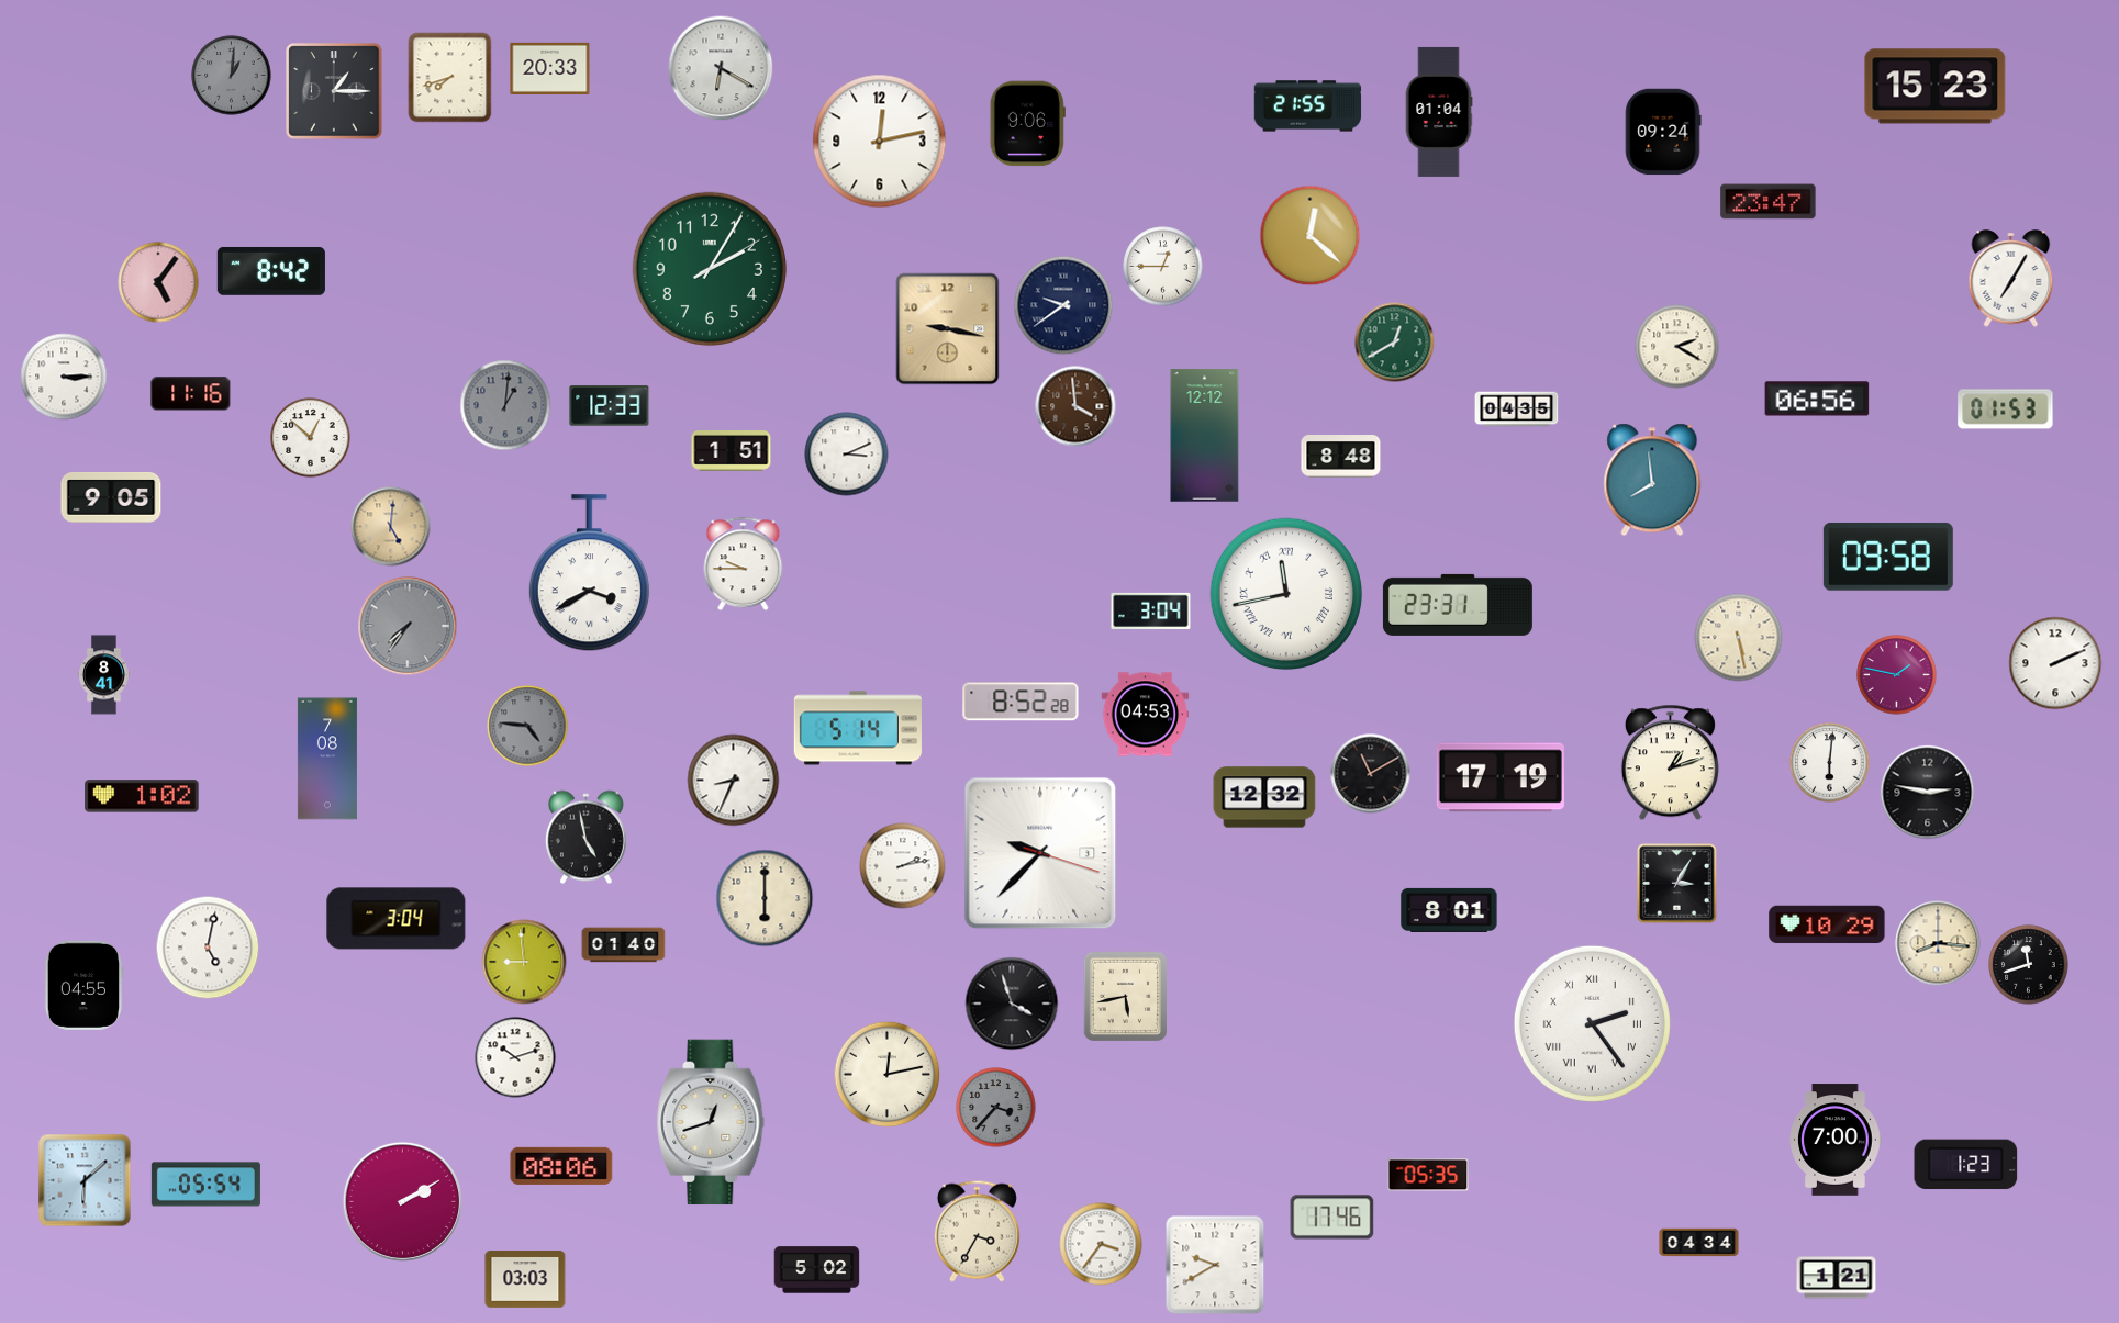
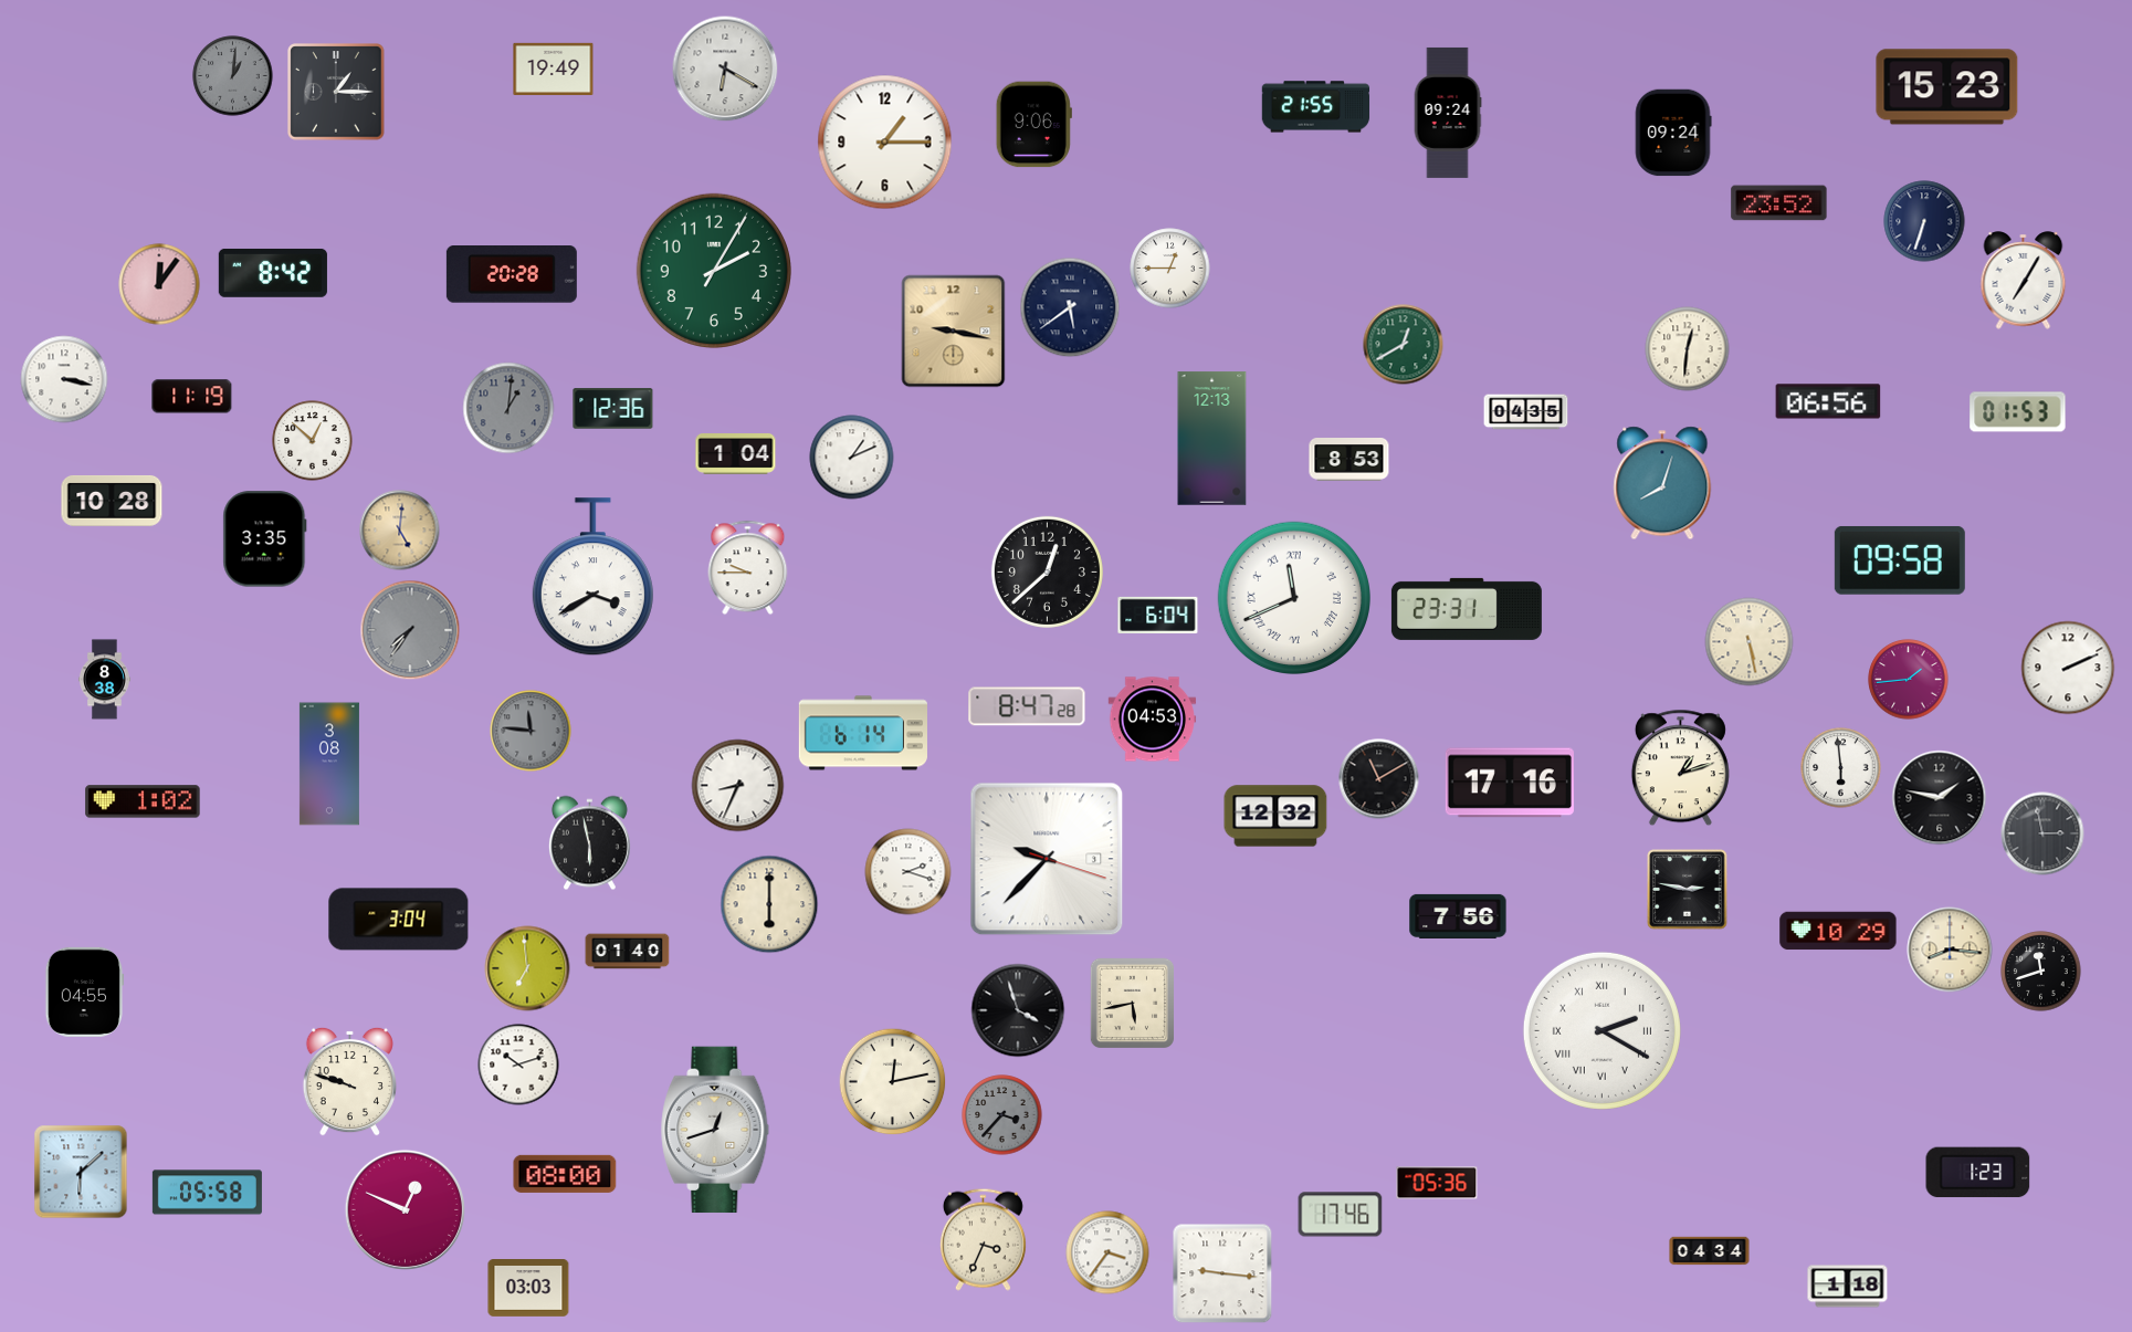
clock at (550, 68): 20:33 -> 19:49
clock at (450, 78): 7:42 -> none
clock at (1439, 112): 01:04 -> 09:24
clock at (880, 142): 12:13 -> 1:15
clock at (1769, 202): 23:47 -> 23:52
clock at (1924, 221): none -> 6:33
clock at (1311, 236): 12:22 -> none
clock at (710, 269): 2:05:10 -> 2:05:05
clock at (512, 275): none -> 20:28
clock at (158, 282): 5:06 -> 12:06
clock at (1063, 305): 9:39 -> 5:39
clock at (1677, 347): 2:20 -> 12:31
clock at (64, 377): 3:15 -> 3:17
clock at (191, 394): 11:16 -> 11:19
clock at (610, 406): 12:33 -> 12:36
clock at (1075, 406): 3:59 -> none
clock at (1205, 436): 12:12 -> 12:13
clock at (732, 451): 1:51 -> 1:04
clock at (847, 455): 3:11 -> 1:11
clock at (1341, 457): 8:48 -> 8:53
clock at (1652, 480): 7:59 -> 8:03
clock at (111, 497): 9:05 -> 10:28
clock at (391, 527) position: (391, 527) -> (400, 531)
clock at (265, 539): none -> 3:35
clock at (1047, 571): none -> 12:38
clock at (1285, 593): 11:43 -> 11:41
clock at (1151, 610): 3:04 -> 6:04
clock at (104, 675): 8:41 -> 8:38
clock at (1897, 675): 1:47 -> 1:44
clock at (1021, 702): 8:52 -> 8:47
clock at (527, 726): 4:46 -> 11:46
clock at (858, 728): 5:14 -> 6:14
clock at (327, 759): 7:08 -> 3:08
clock at (1830, 763): 6:01 -> 5:59
clock at (1501, 777): 17:19 -> 17:16
clock at (1928, 793): 2:47 -> 1:47
clock at (1264, 797) position: (1264, 797) -> (1275, 816)
clock at (2042, 833): none -> 2:58
clock at (585, 838): 4:58 -> 5:58
clock at (903, 866): 2:13 -> 2:18
clock at (1677, 884): 3:05 -> 2:47
clock at (1449, 910): 8:01 -> 7:56
clock at (397, 919) position: (397, 919) -> (399, 920)
clock at (208, 948): 5:02 -> none
clock at (524, 962): 8:59 -> 6:59
clock at (1592, 1023): 2:24 -> 2:20
clock at (349, 1081): none -> 9:48
clock at (1837, 1140): 7:00 -> none
clock at (561, 1166): 08:06 -> 08:00
clock at (1428, 1175): 05:35 -> 05:36
clock at (85, 1180) position: (85, 1180) -> (81, 1172)
clock at (205, 1185): 05:54 -> 05:58
clock at (402, 1201): 2:10 -> 12:49
clock at (1332, 1218) position: (1332, 1218) -> (1341, 1215)
clock at (977, 1231): 3:35 -> 3:34
clock at (1215, 1265): 9:40 -> 9:16
clock at (817, 1270): 5:02 -> none
clock at (1837, 1278): 1:21 -> 1:18
